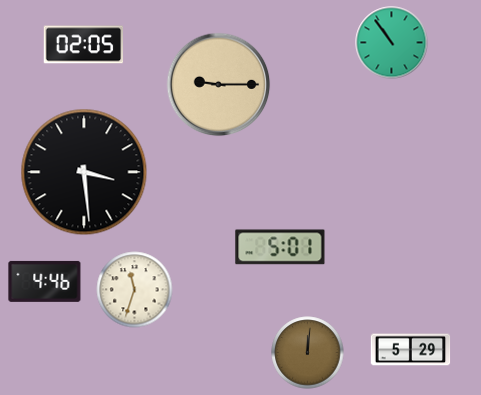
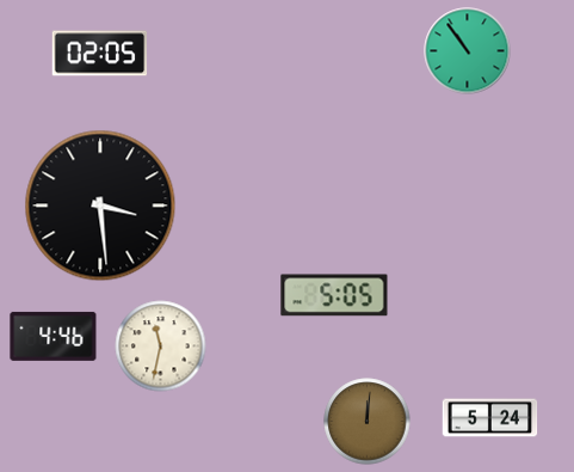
clock at (219, 85): 9:15 -> none
clock at (280, 247): 5:01 -> 5:05
clock at (135, 290): 11:33 -> 11:32
clock at (411, 350): 5:29 -> 5:24
